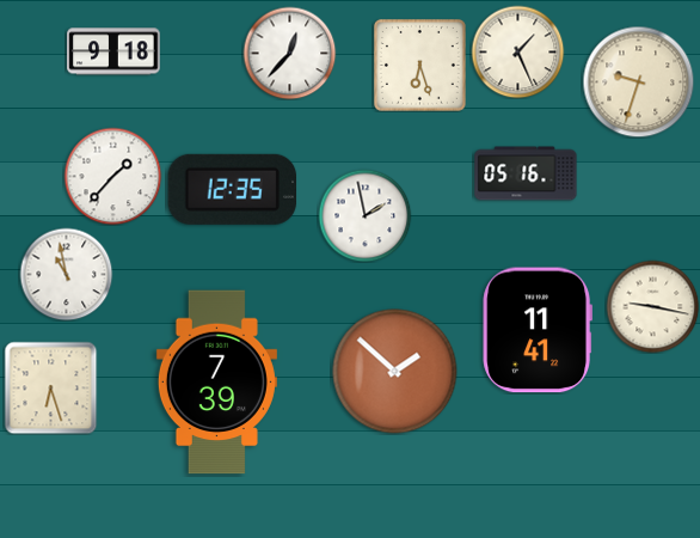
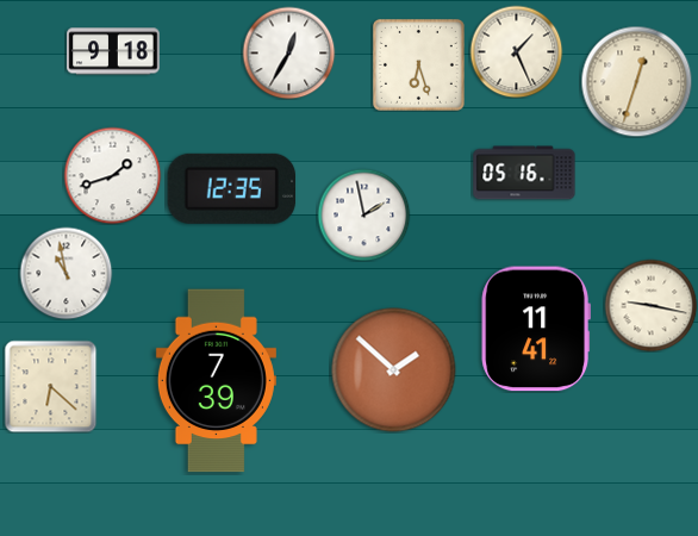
clock at (289, 53): 12:37 -> 12:35
clock at (638, 81): 9:33 -> 12:33
clock at (112, 176): 1:37 -> 1:42
clock at (50, 387): 6:27 -> 6:22
